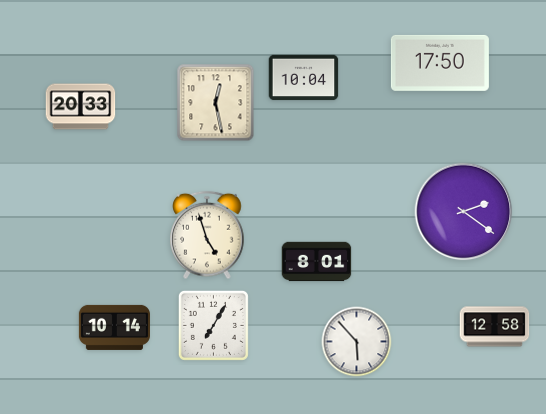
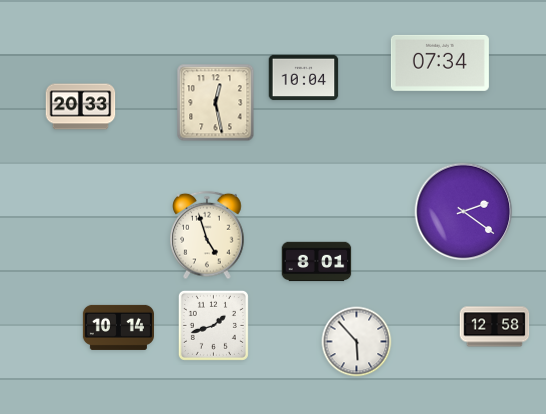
clock at (440, 63): 17:50 -> 07:34
clock at (213, 325): 7:05 -> 1:42
clock at (114, 327) position: (114, 327) -> (118, 327)
